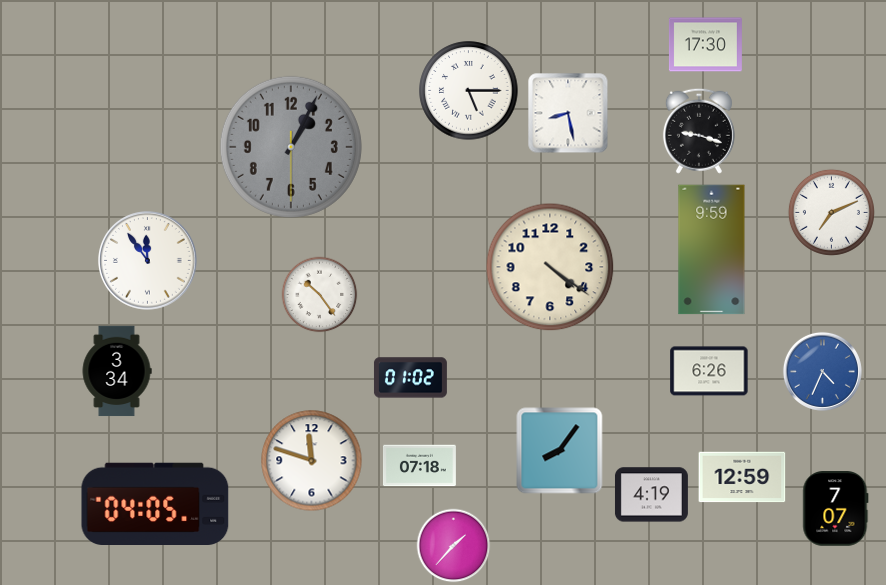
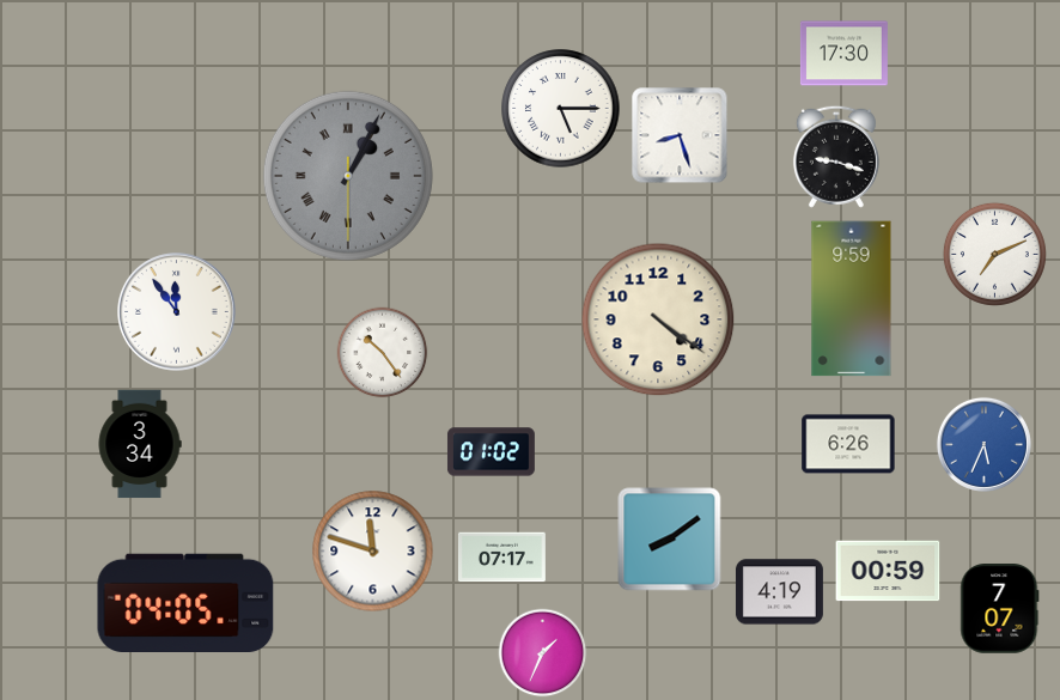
clock at (568, 113): 8:28 -> 8:27
clock at (291, 147) numerals: Arabic -> Roman
clock at (822, 371): 4:34 -> 5:34
clock at (560, 451): 8:06 -> 8:09
clock at (419, 466): 07:18 -> 07:17
clock at (742, 477): 12:59 -> 00:59
clock at (454, 546): 1:37 -> 1:34
